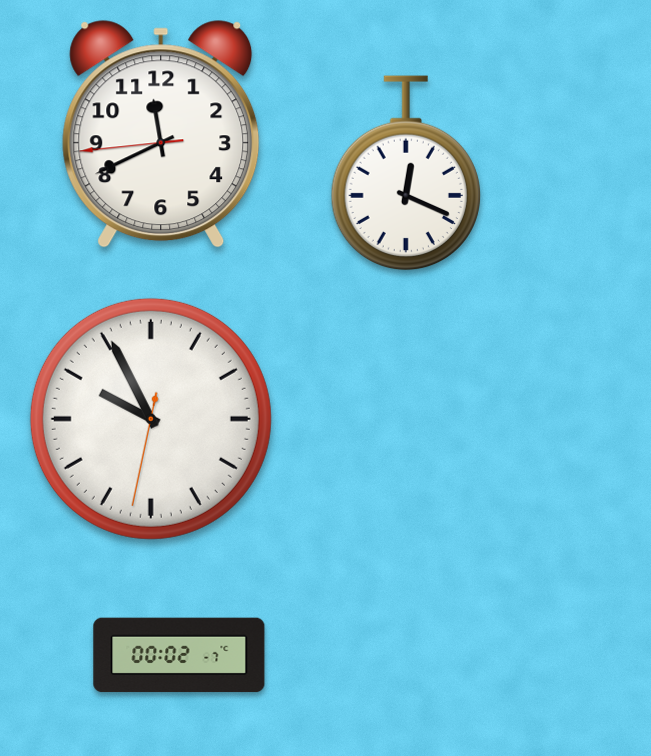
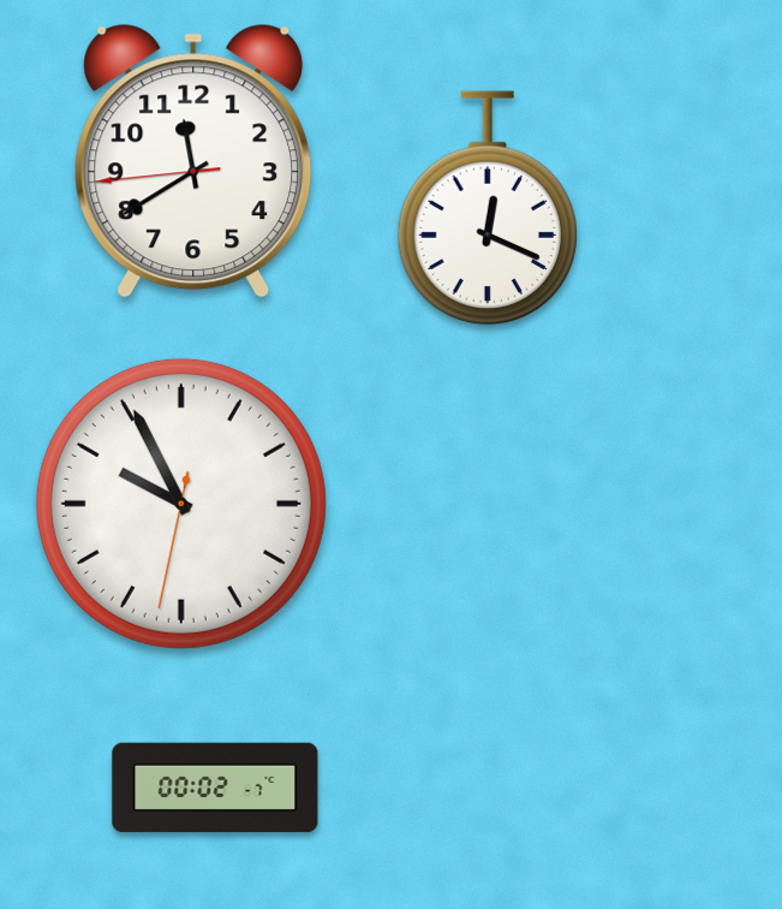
clock at (161, 134): 11:40 -> 11:39
